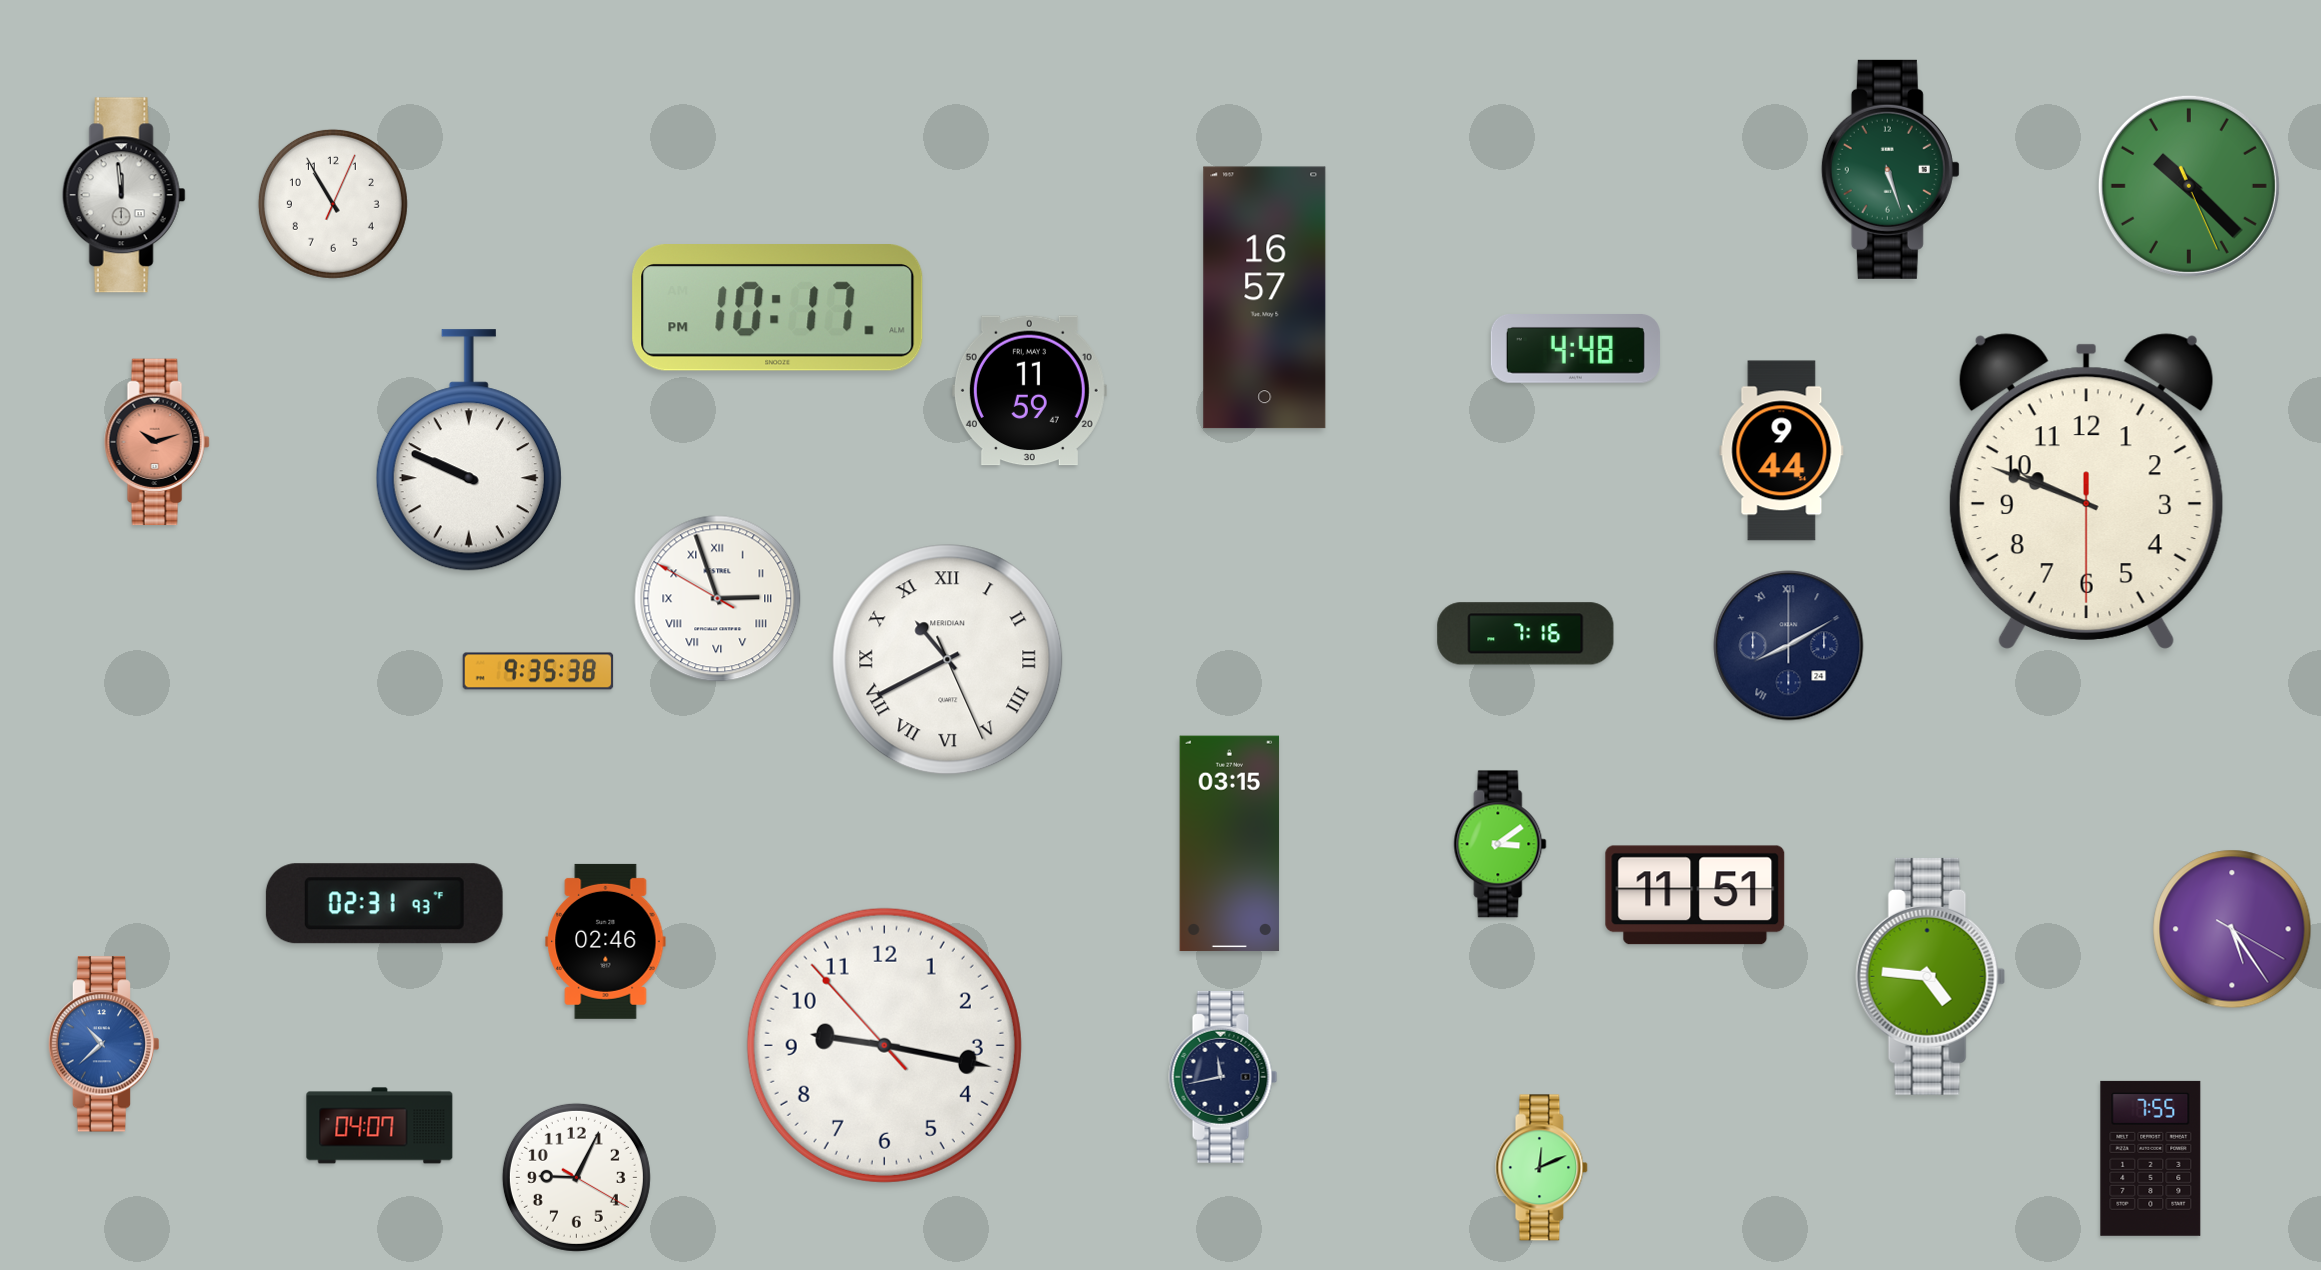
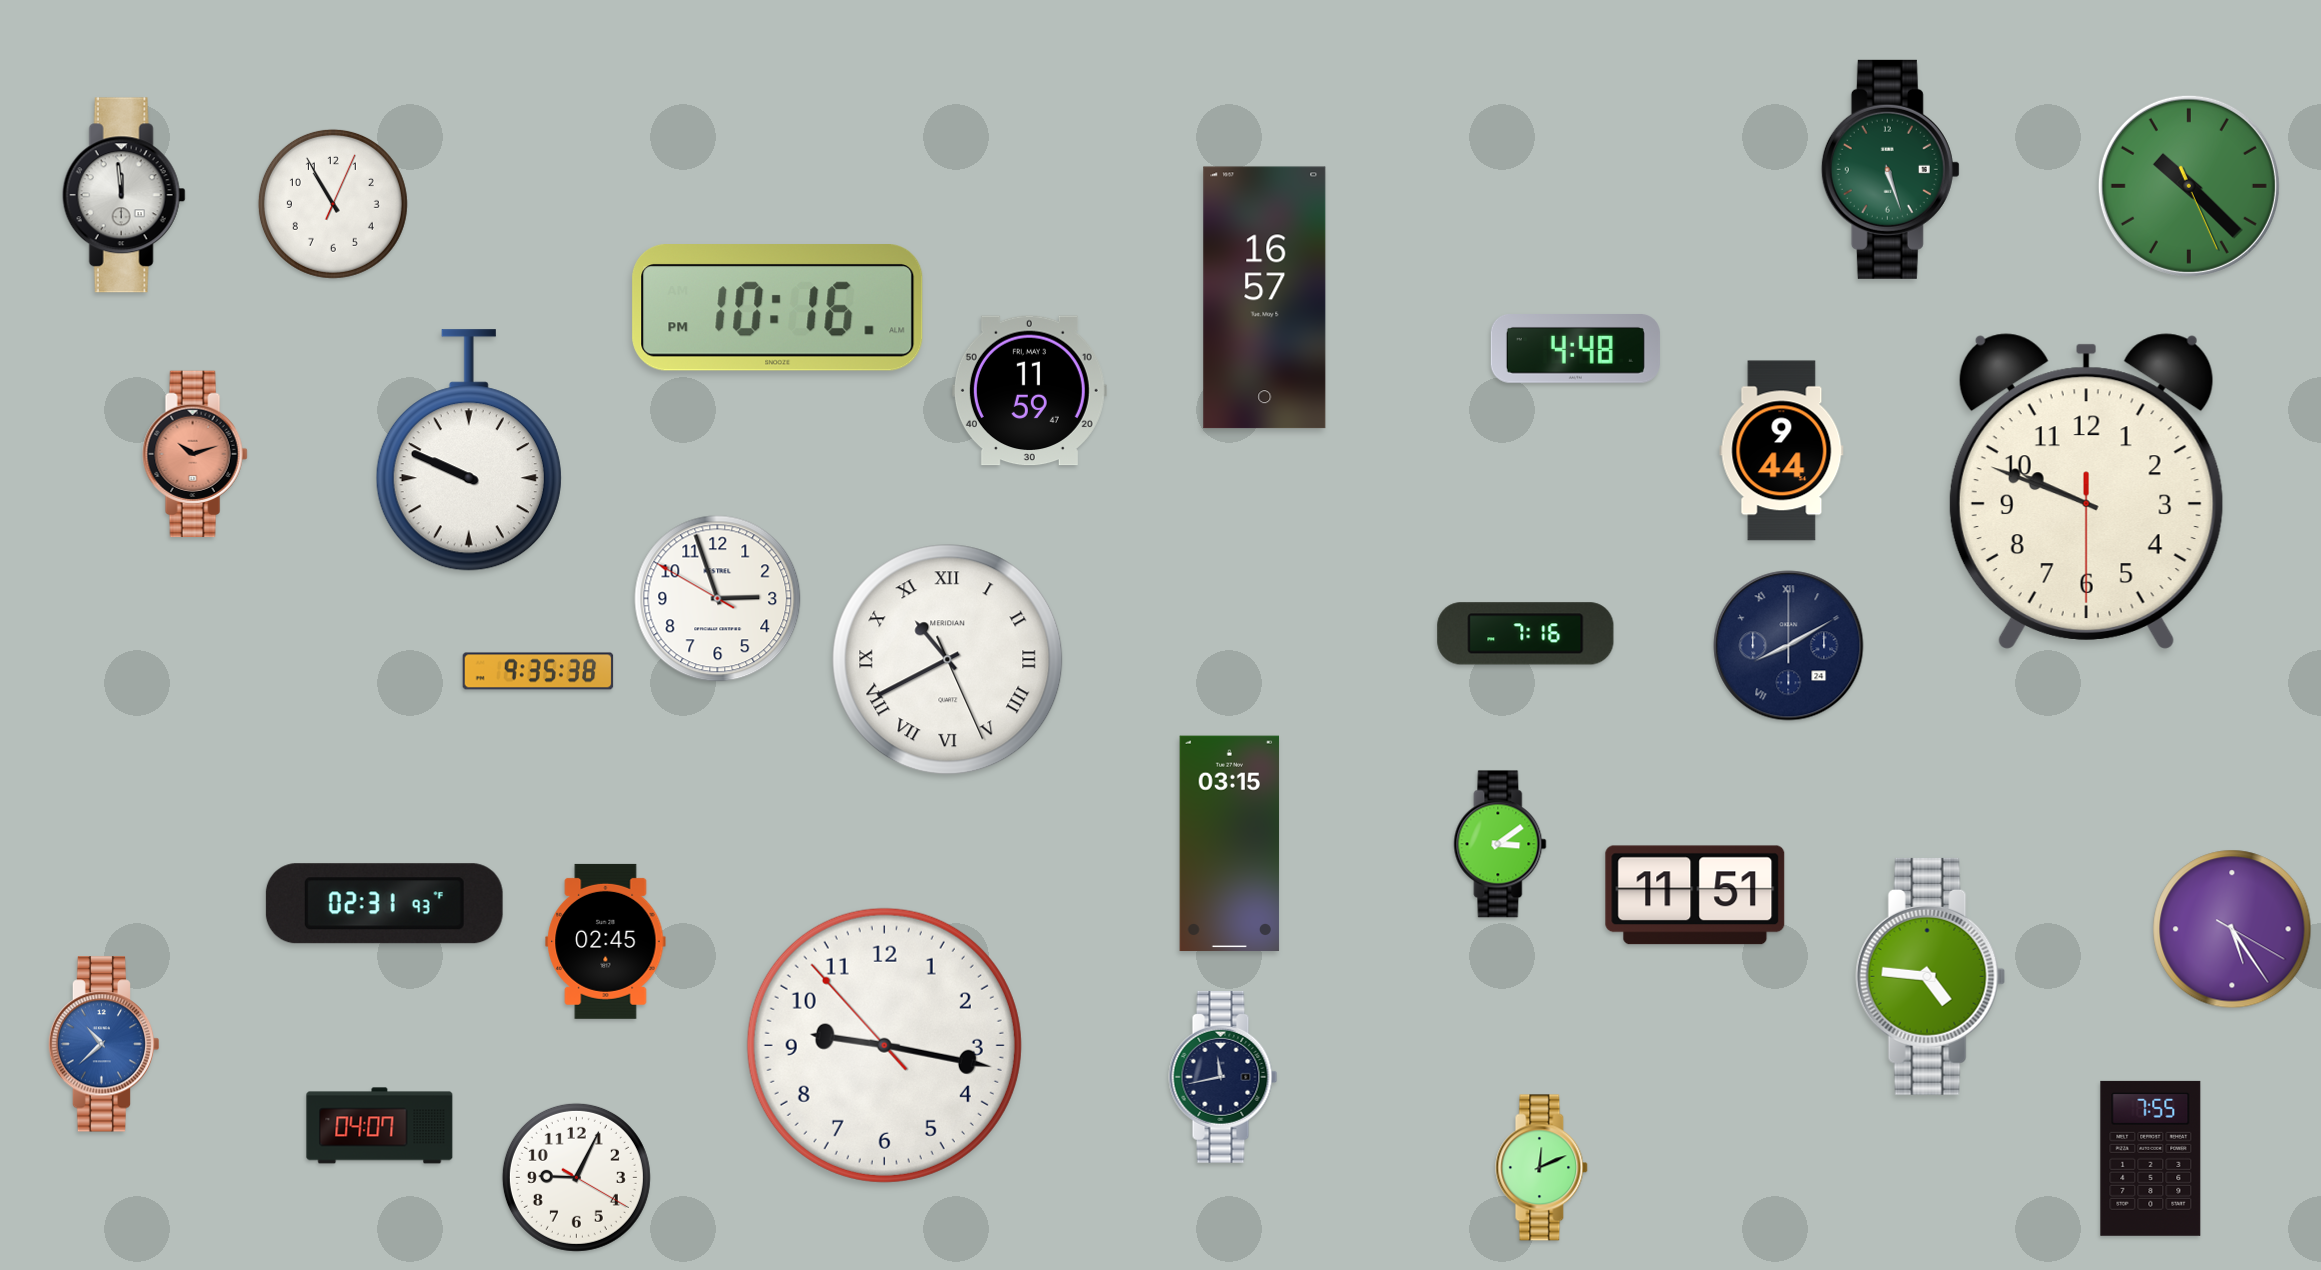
clock at (778, 307): 10:17 -> 10:16
clock at (157, 442) position: (157, 442) -> (195, 454)
clock at (718, 599) numerals: Roman -> Arabic
clock at (606, 941): 02:46 -> 02:45
